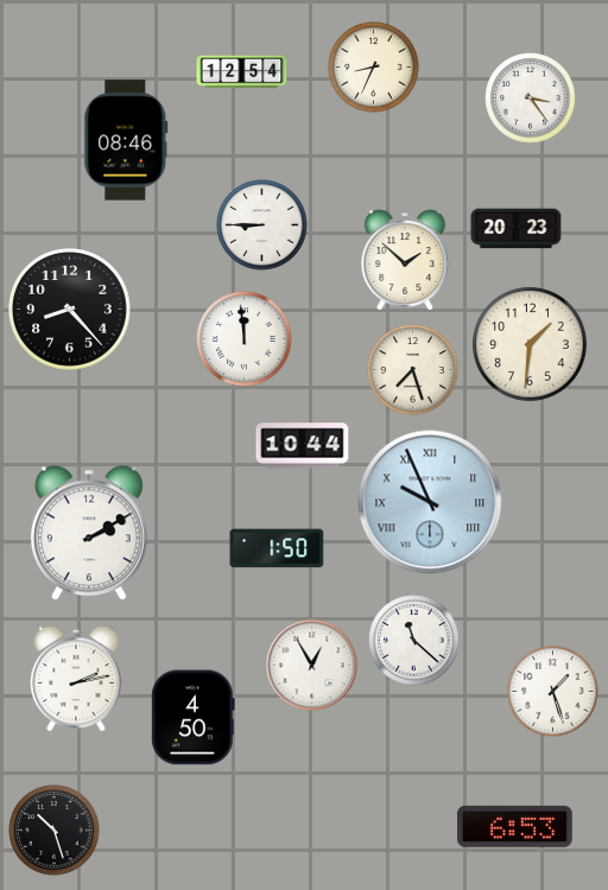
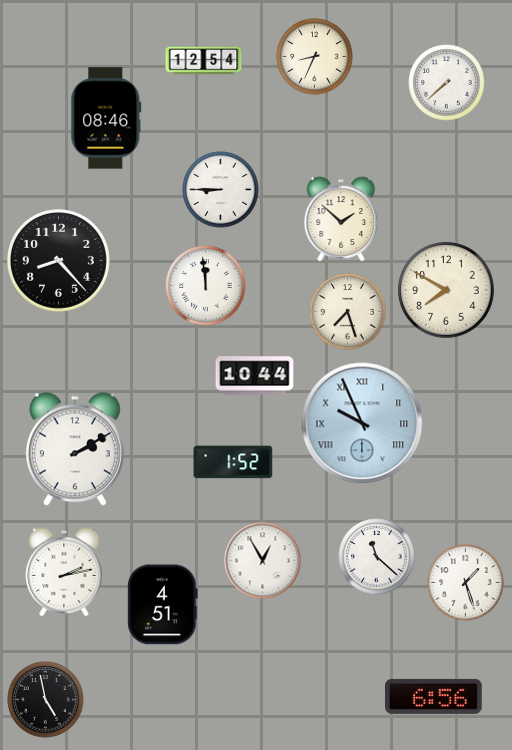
clock at (531, 98): 3:24 -> 7:38
clock at (517, 229): 20:23 -> none
clock at (530, 344): 1:31 -> 7:50
clock at (277, 548): 1:50 -> 1:52
clock at (414, 641) position: (414, 641) -> (377, 557)
clock at (194, 718): 4:50 -> 4:51
clock at (515, 826): 6:53 -> 6:56
clock at (55, 831): 10:27 -> 4:58
